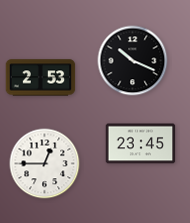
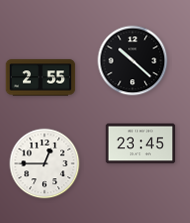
clock at (133, 61): 10:19 -> 10:22
clock at (41, 78): 2:53 -> 2:55
